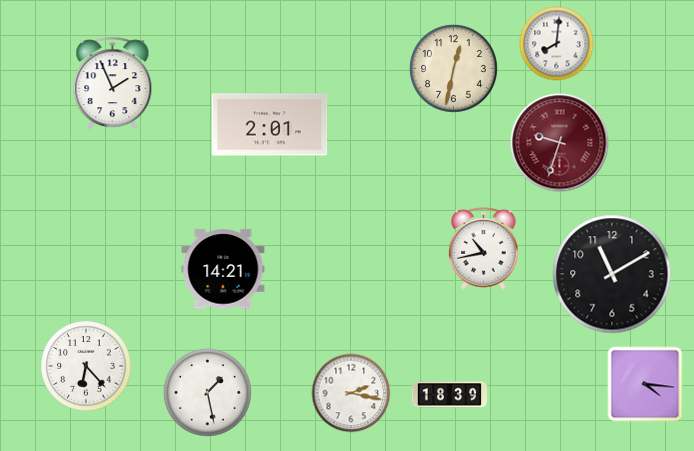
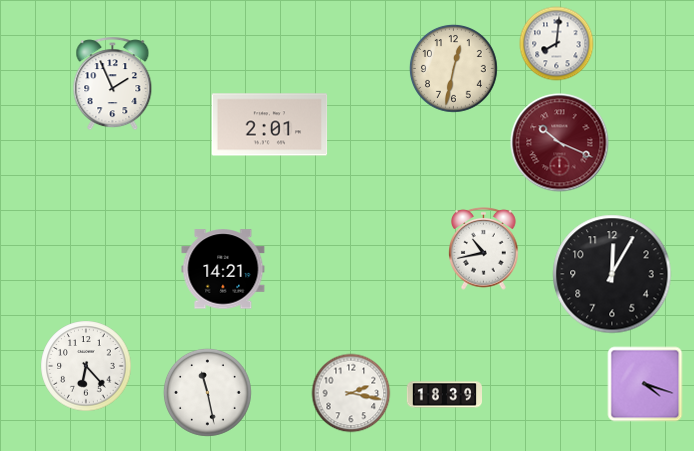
clock at (560, 143): 9:33 -> 10:19
clock at (612, 274): 11:10 -> 12:05
clock at (645, 384): 4:16 -> 4:18
clock at (208, 393): 1:28 -> 11:28
clock at (449, 395) position: (449, 395) -> (444, 395)
